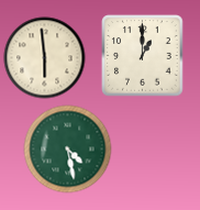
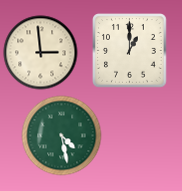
clock at (45, 58): 5:59 -> 2:59
